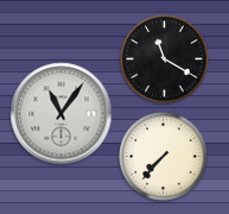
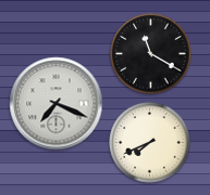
clock at (62, 114): 11:06 -> 7:19
clock at (164, 157): 7:37 -> 7:41
